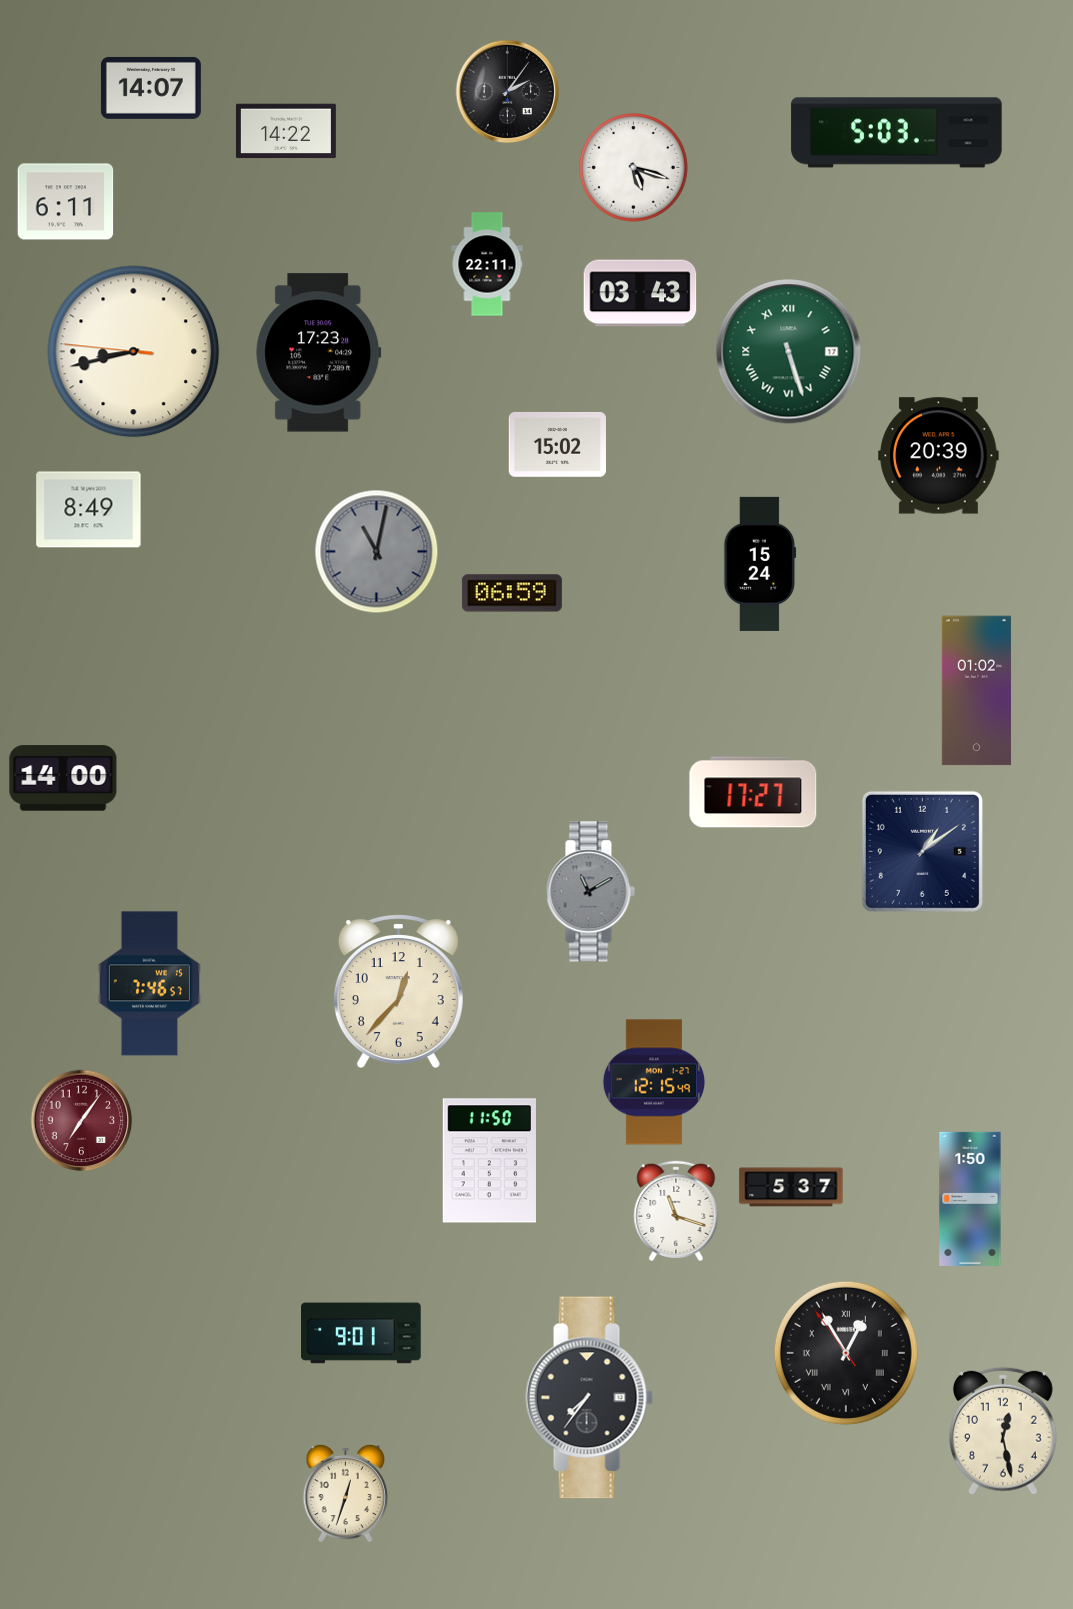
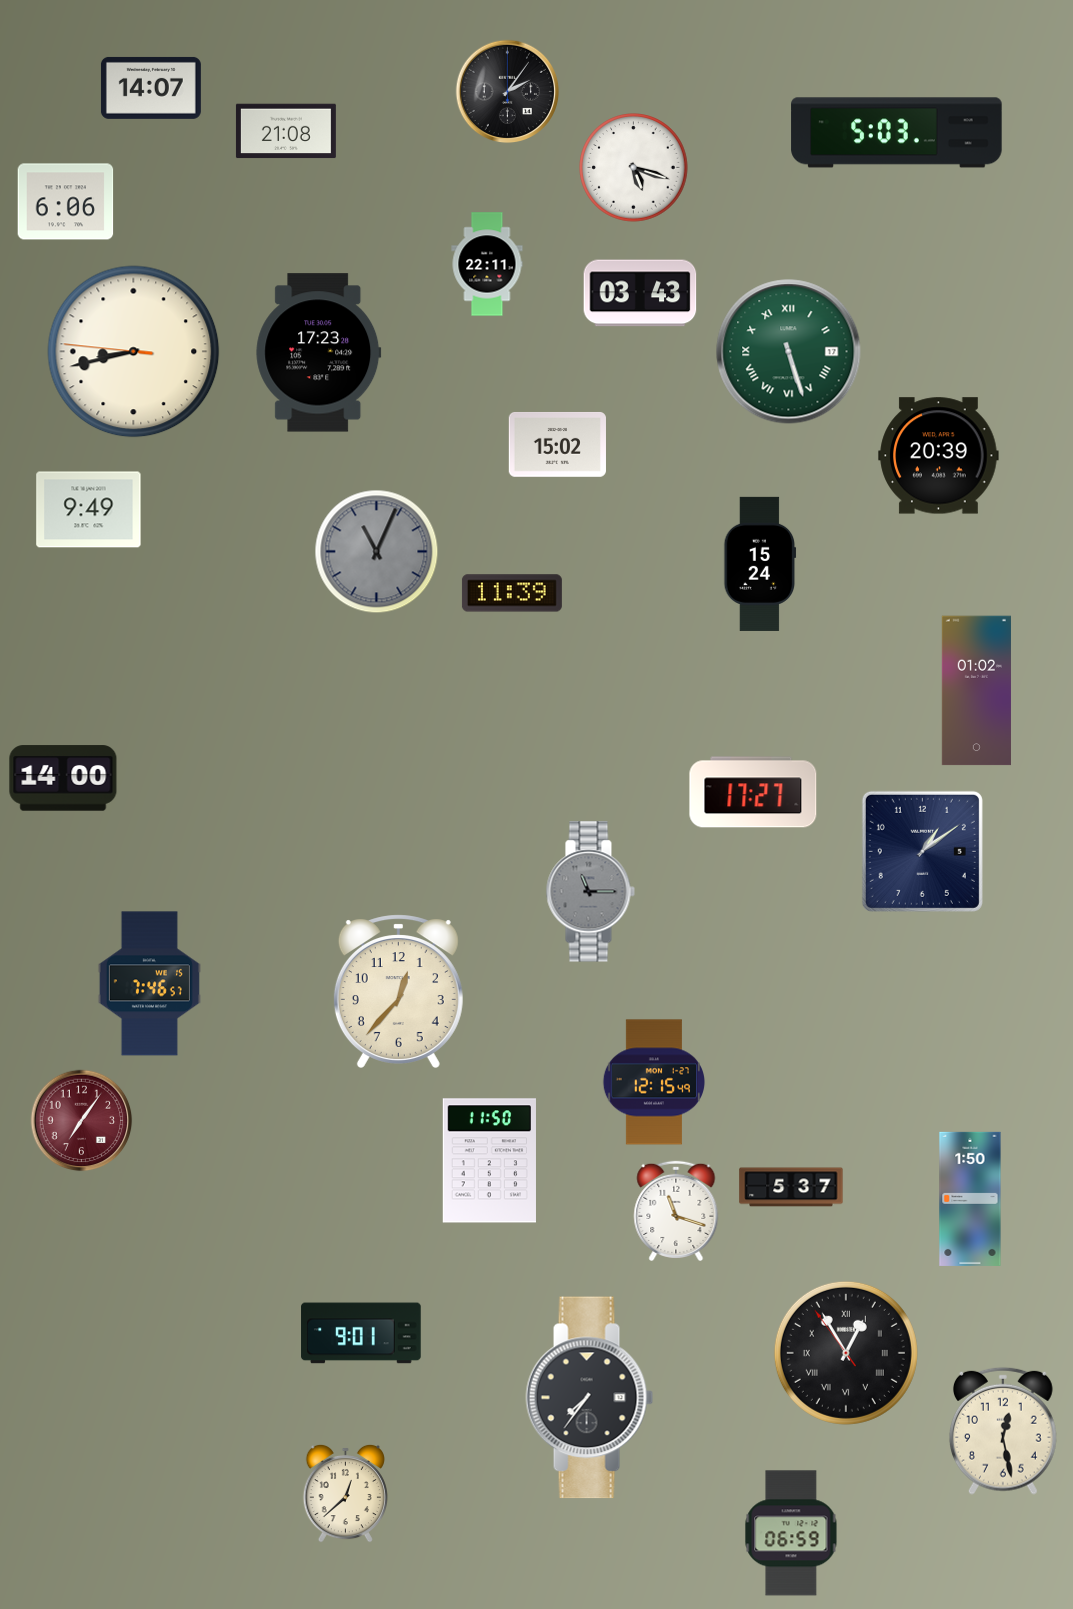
clock at (286, 131): 14:22 -> 21:08
clock at (66, 202): 6:11 -> 6:06
clock at (89, 510): 8:49 -> 9:49
clock at (377, 552): 11:02 -> 11:04
clock at (512, 593): 06:59 -> 11:39
clock at (590, 892): 11:10 -> 11:15
clock at (345, 1493): 12:33 -> 12:38
clock at (791, 1533): none -> 06:59
